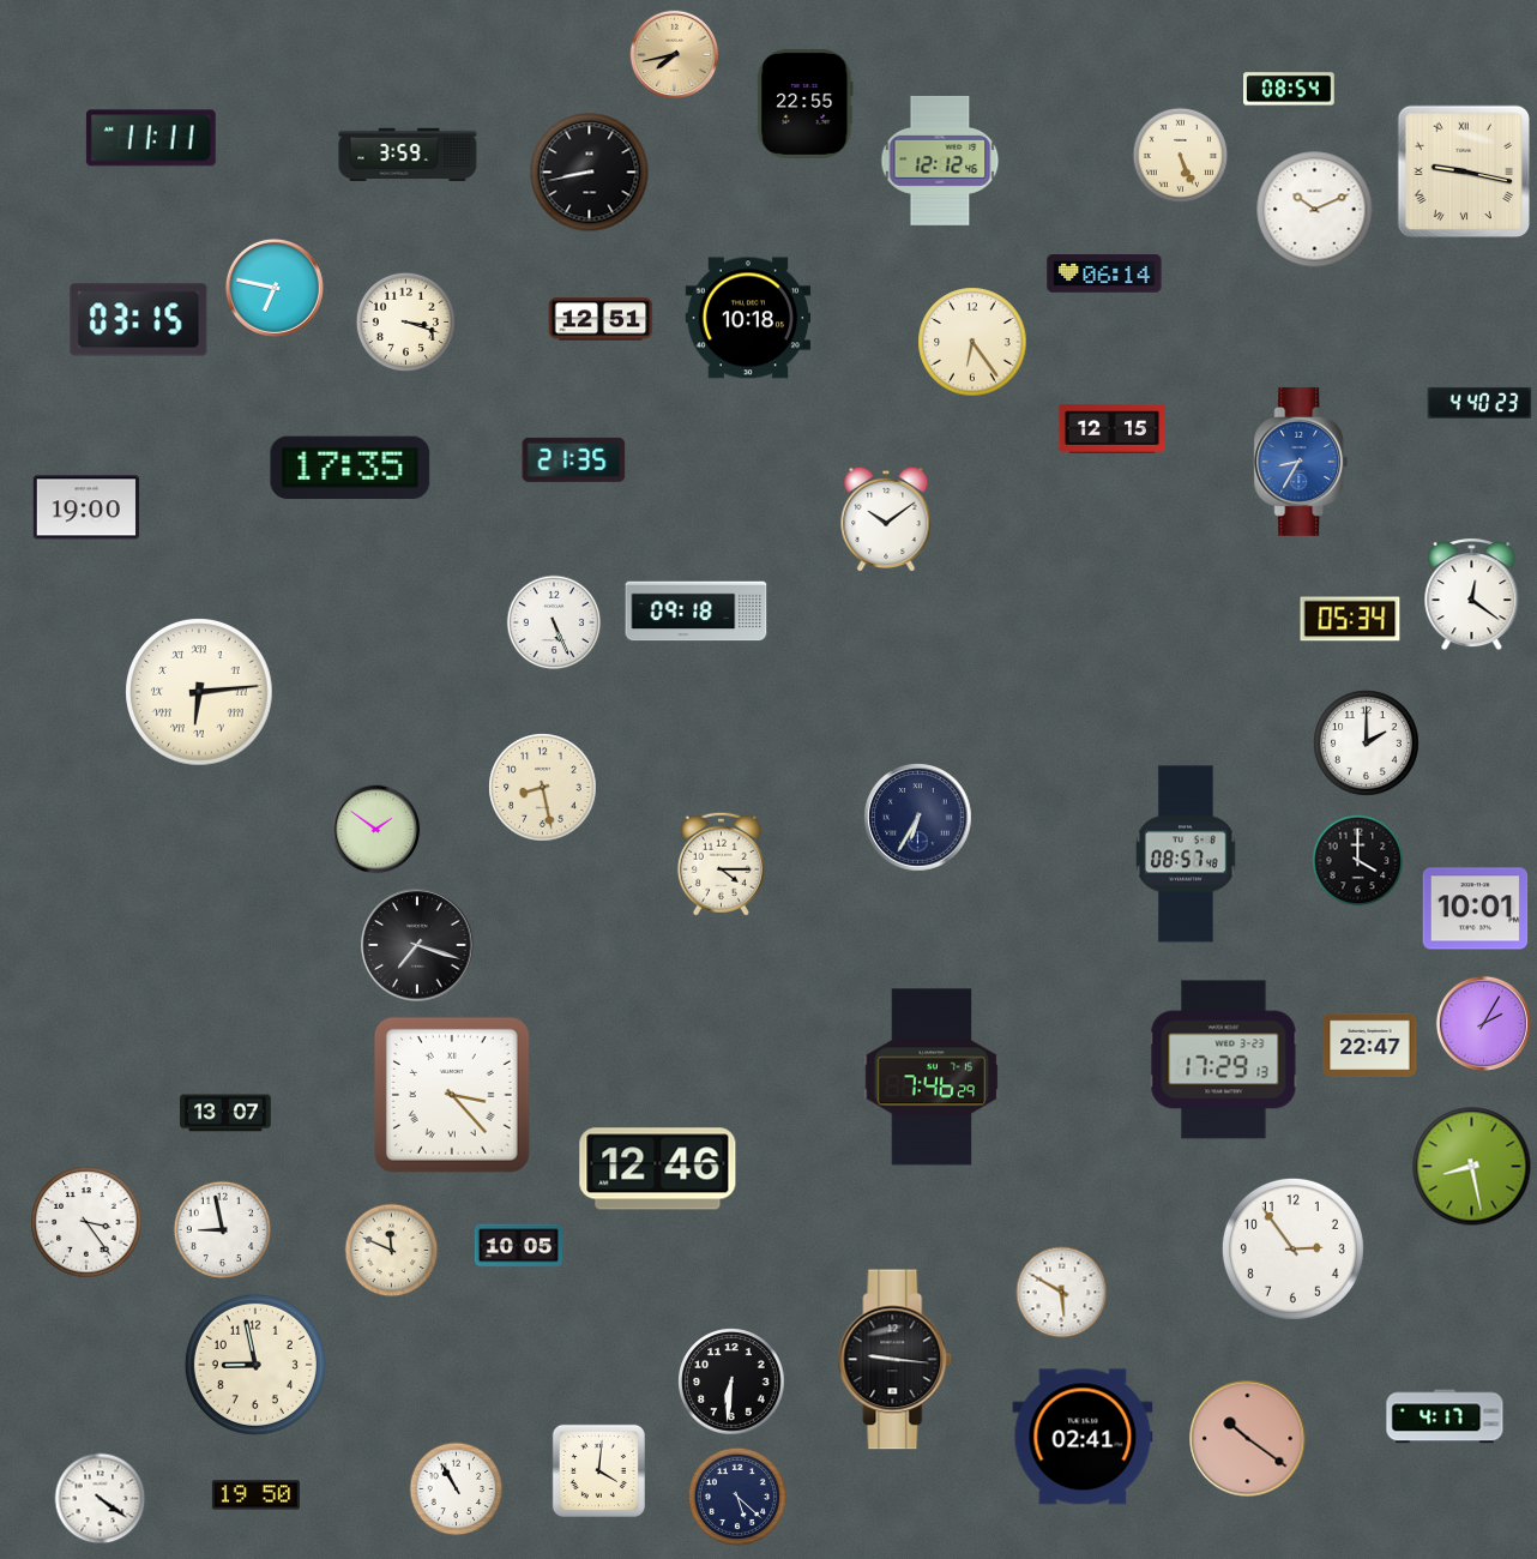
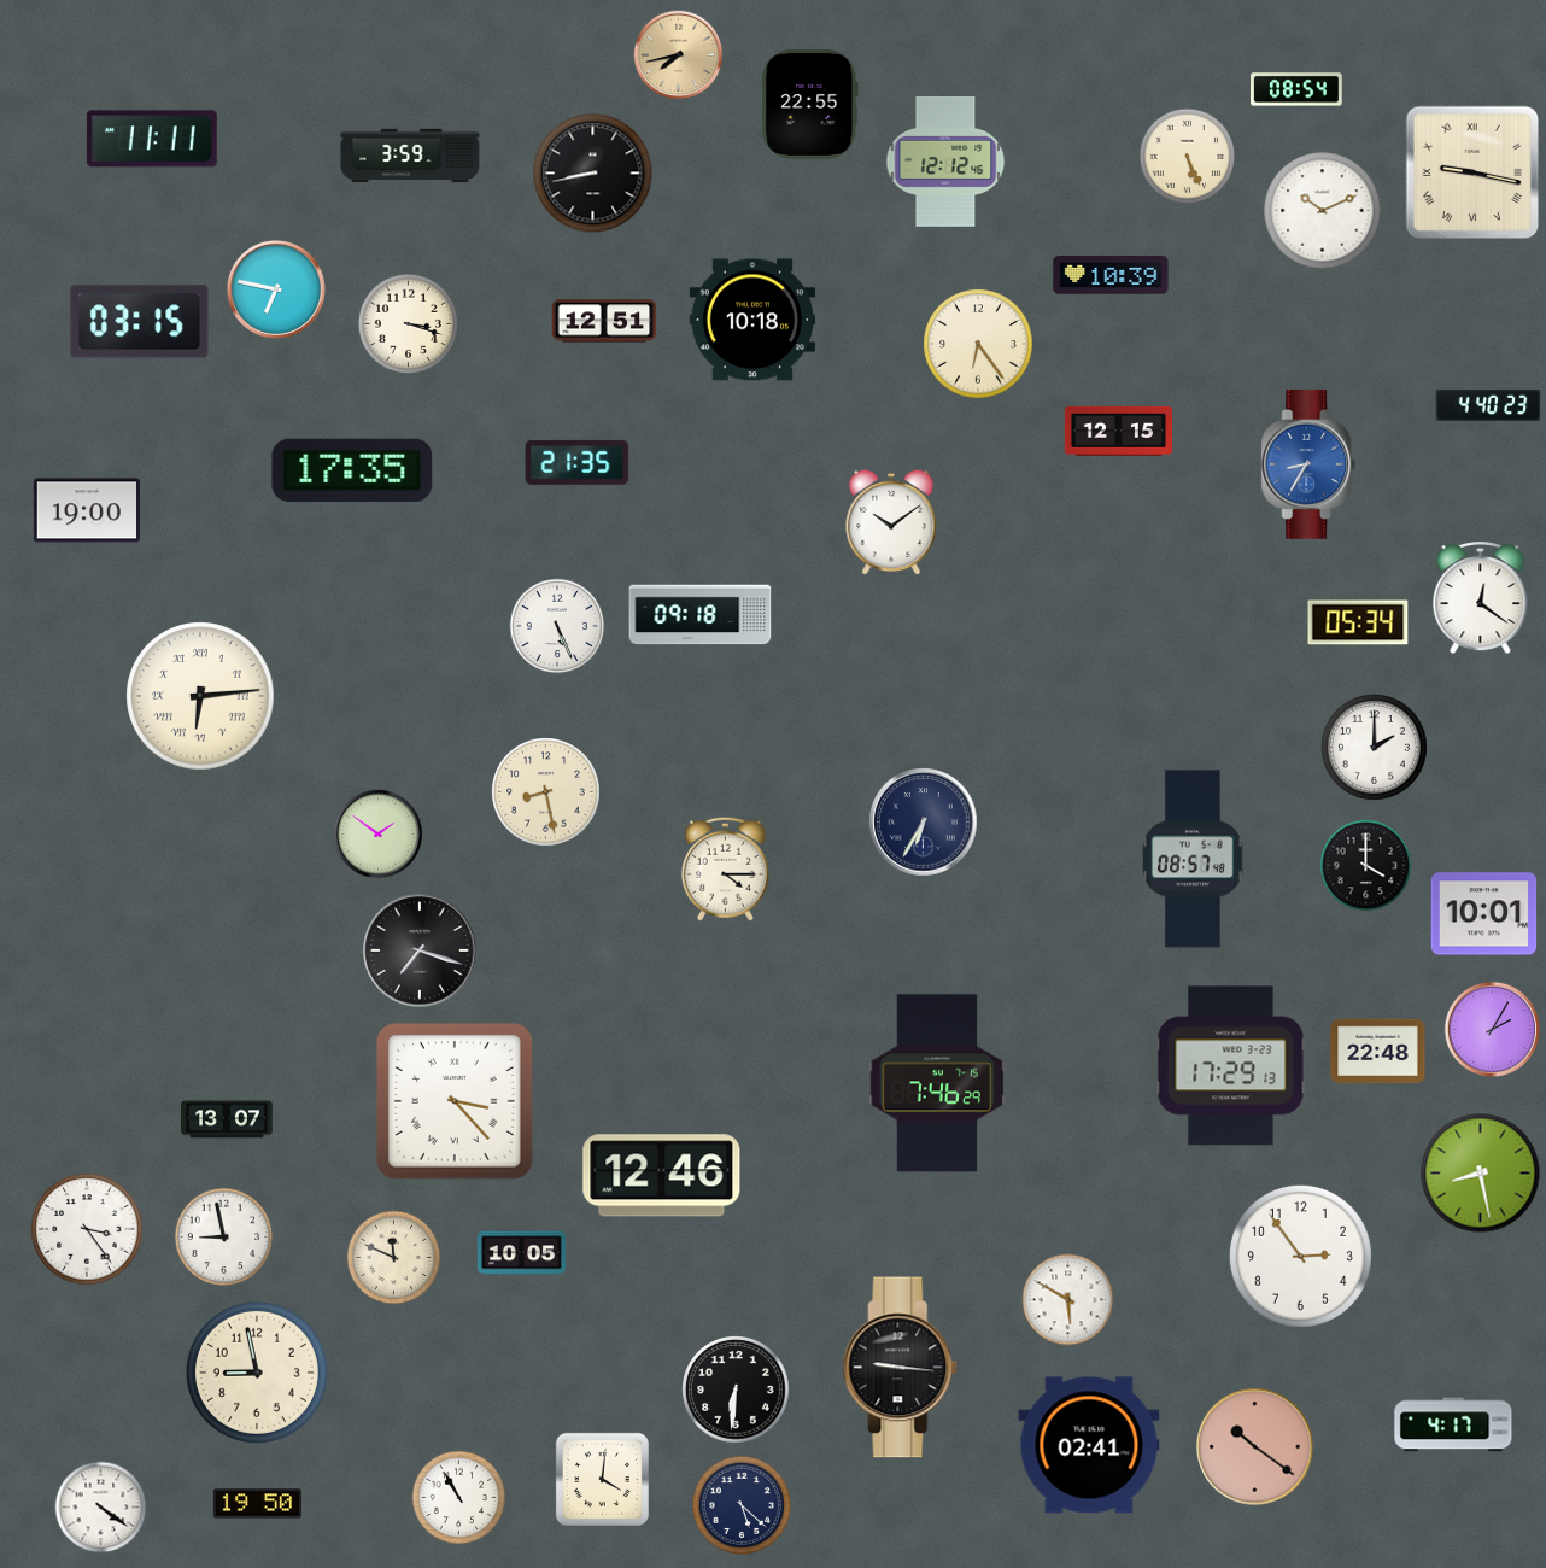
clock at (1104, 273): 06:14 -> 10:39
clock at (1370, 1046): 22:47 -> 22:48
